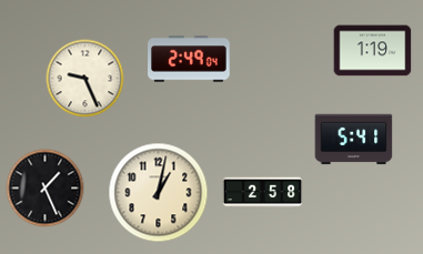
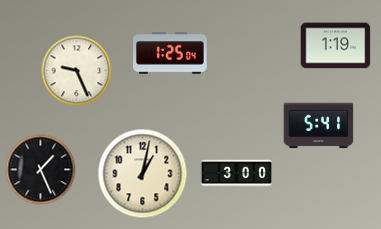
clock at (189, 59): 2:49 -> 1:25
clock at (263, 193): 2:58 -> 3:00
